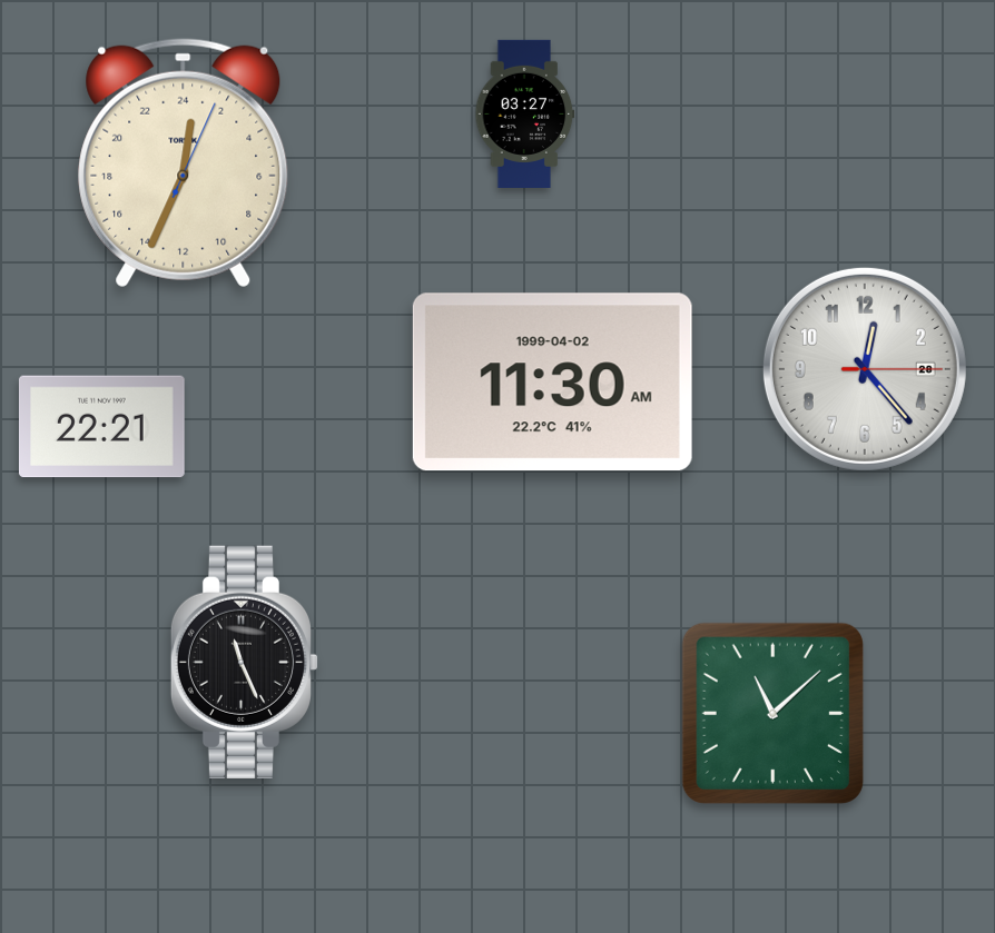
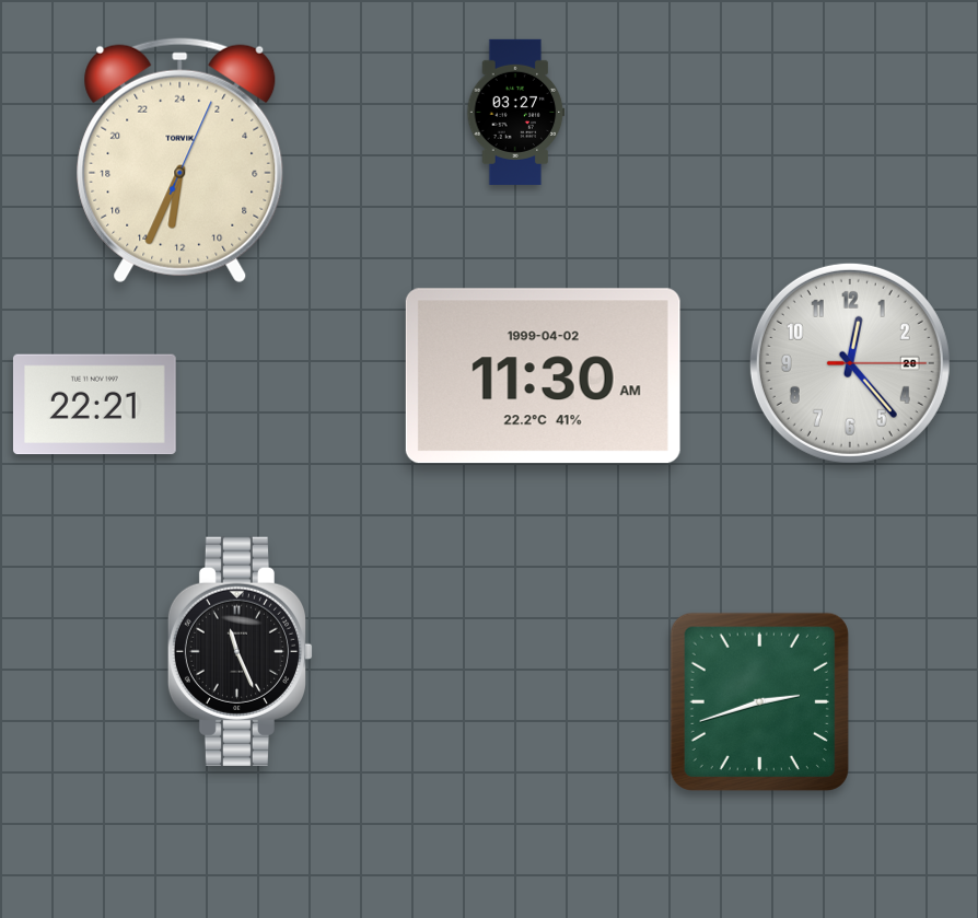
clock at (184, 163): 0:34 -> 12:34
clock at (101, 427) position: (101, 427) -> (94, 405)
clock at (772, 713): 11:08 -> 2:42
